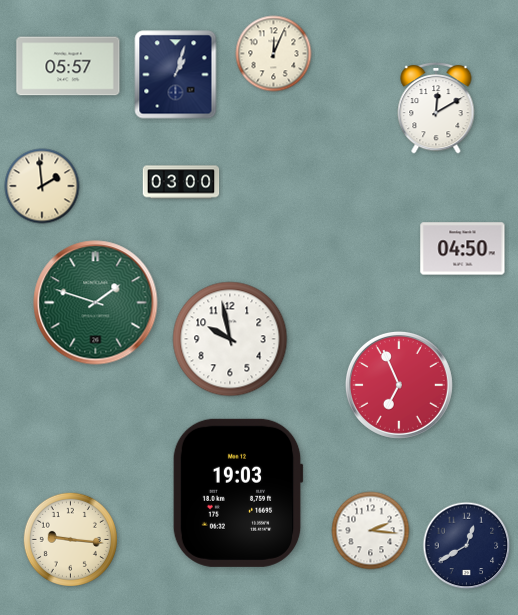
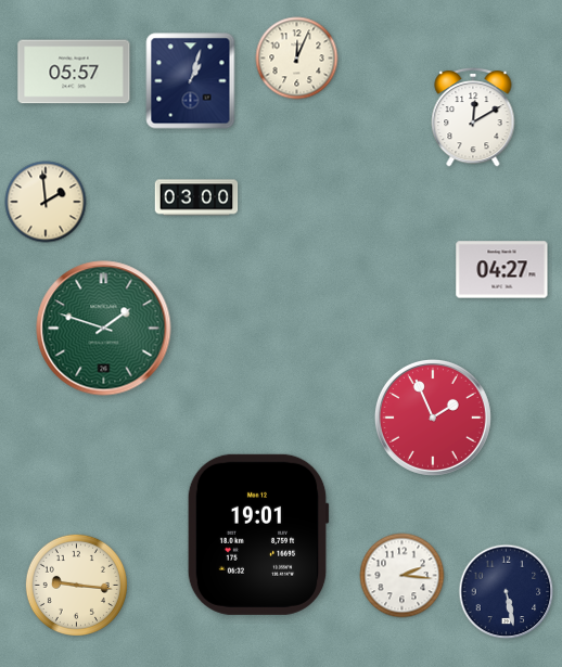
clock at (463, 249): 04:50 -> 04:27
clock at (230, 339): 9:58 -> none
clock at (399, 385): 6:56 -> 1:56
clock at (238, 493): 19:03 -> 19:01
clock at (467, 546): 12:40 -> 5:28
